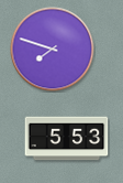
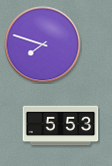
clock at (53, 50) position: (53, 50) -> (43, 45)
